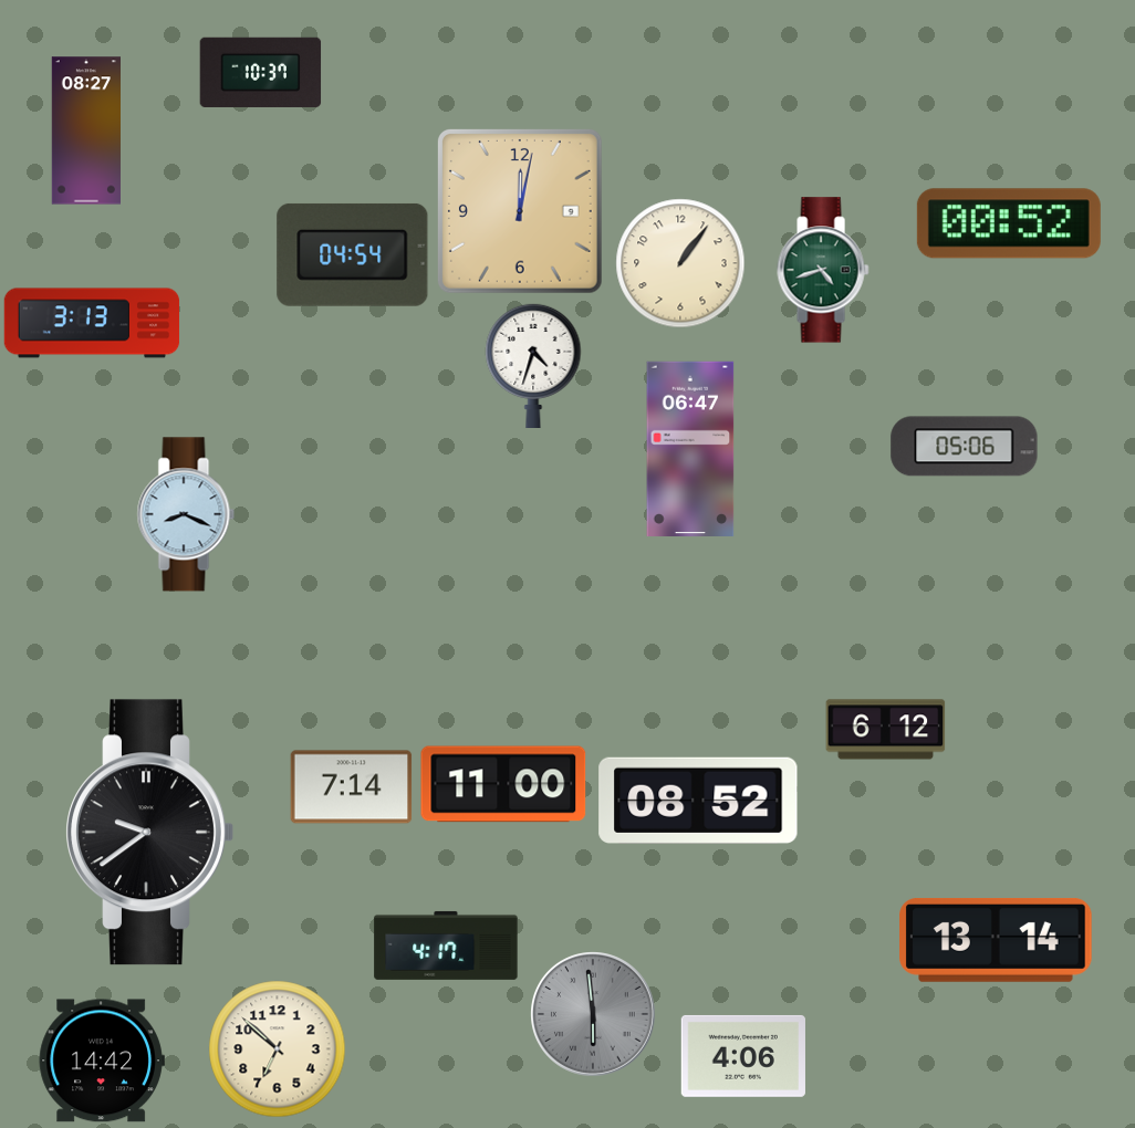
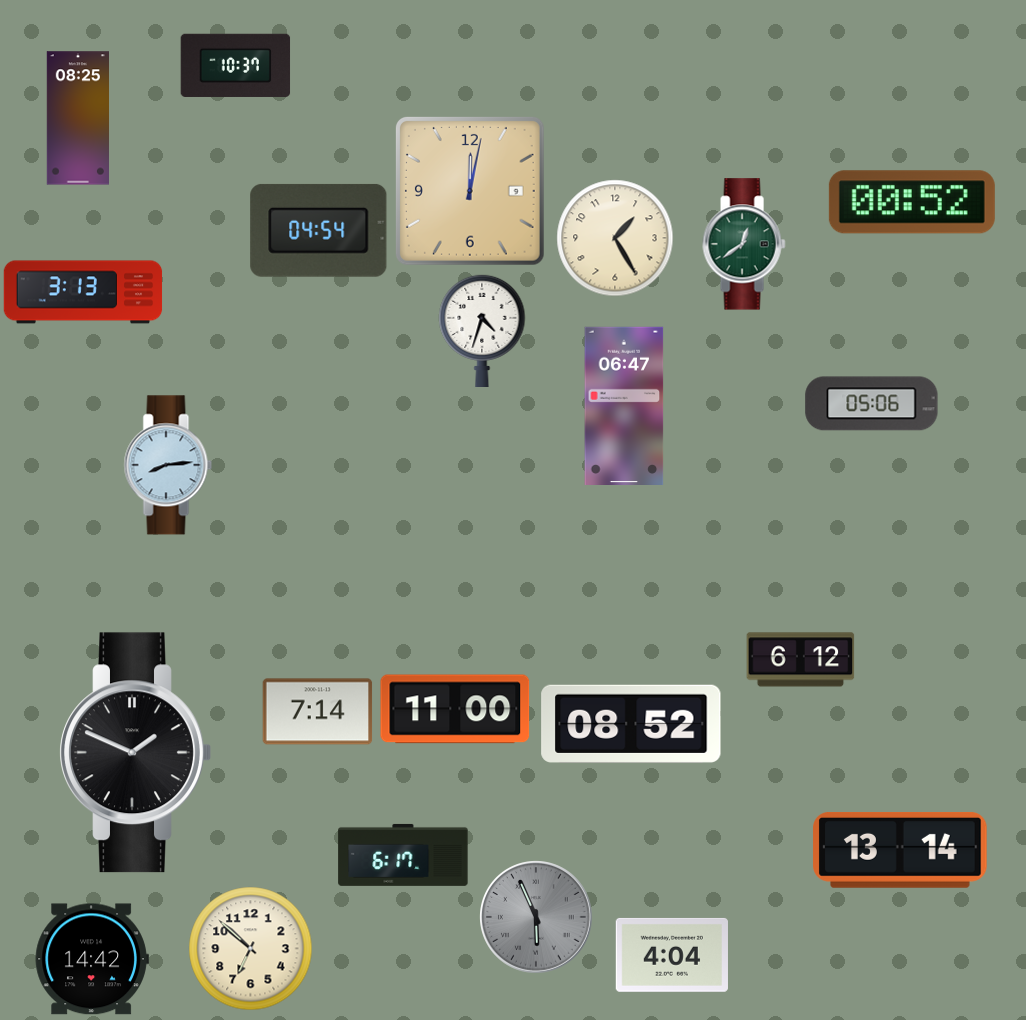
clock at (85, 130): 08:27 -> 08:25
clock at (680, 263): 1:06 -> 1:25
clock at (823, 270): 4:42 -> 12:39
clock at (186, 514): 8:19 -> 8:14
clock at (149, 833): 9:39 -> 1:49
clock at (446, 946): 4:17 -> 6:17
clock at (594, 1015): 5:59 -> 5:56
clock at (743, 1056): 4:06 -> 4:04
